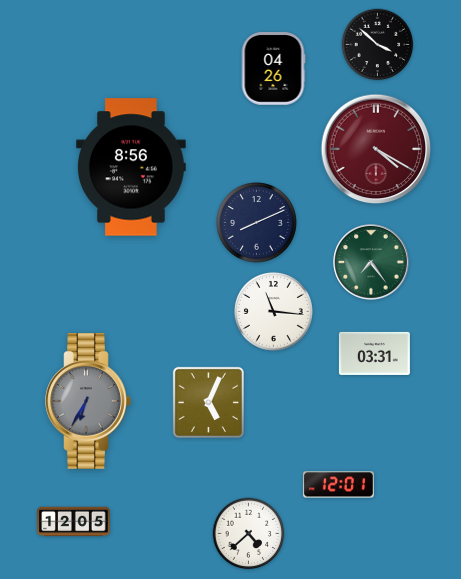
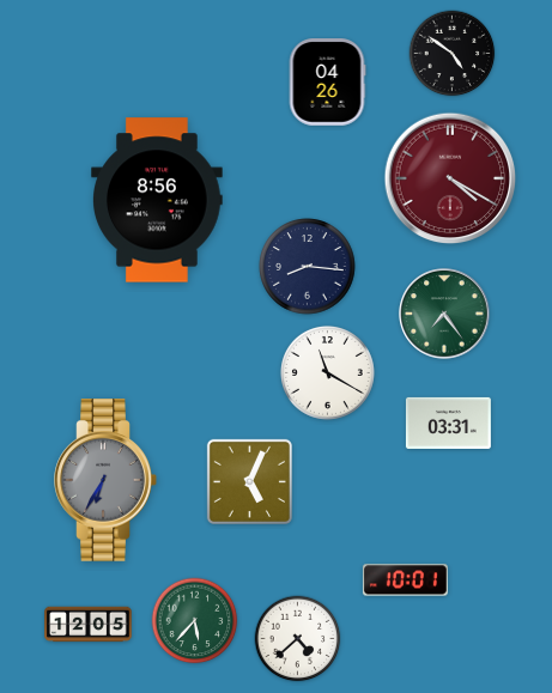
clock at (378, 45): 3:52 -> 4:51
clock at (257, 223): 8:11 -> 8:16
clock at (273, 311): 11:16 -> 11:20
clock at (338, 485): 12:01 -> 10:01
clock at (195, 621): none -> 5:37
